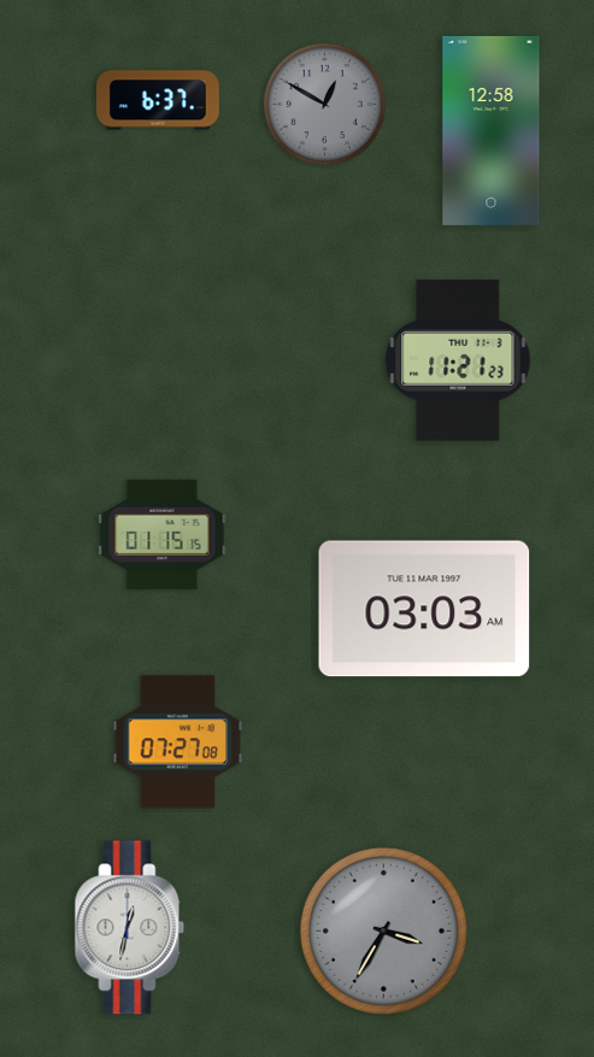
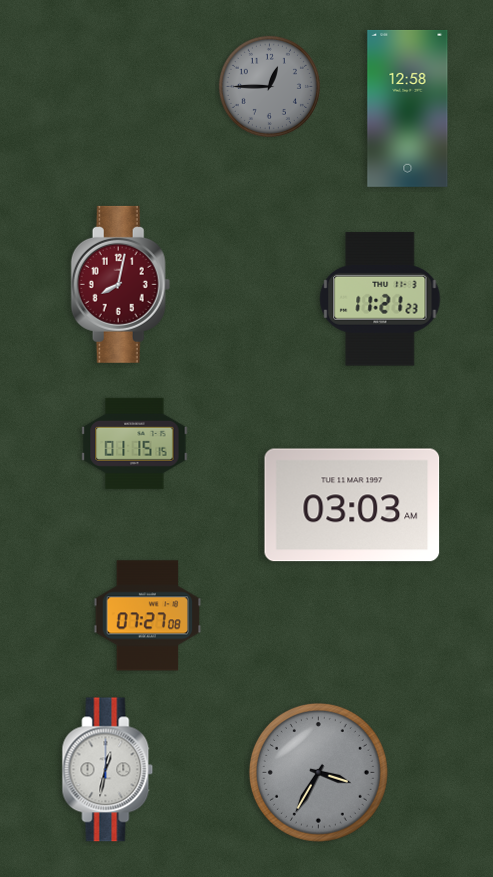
clock at (159, 100): 6:37 -> none
clock at (324, 104): 12:50 -> 12:45
clock at (121, 284): none -> 8:02
